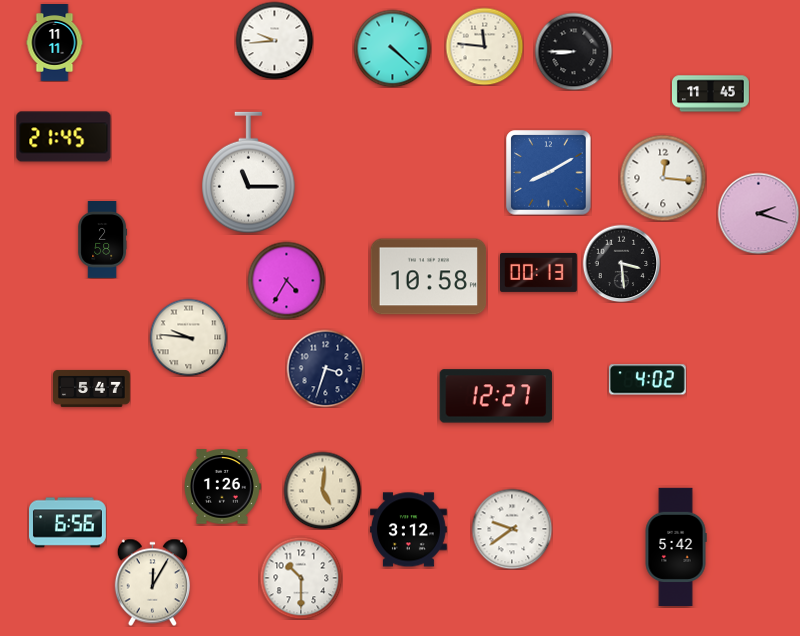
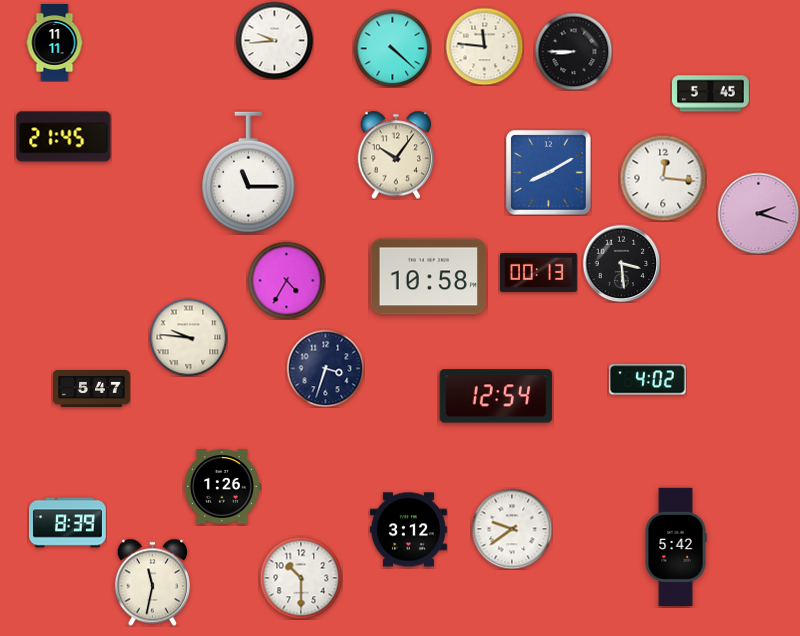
clock at (711, 94): 11:45 -> 5:45
clock at (396, 155): none -> 10:06
clock at (103, 240): 2:58 -> none
clock at (496, 396): 12:27 -> 12:54
clock at (322, 490): 5:01 -> none
clock at (67, 523): 6:56 -> 8:39
clock at (152, 582): 12:05 -> 11:32
